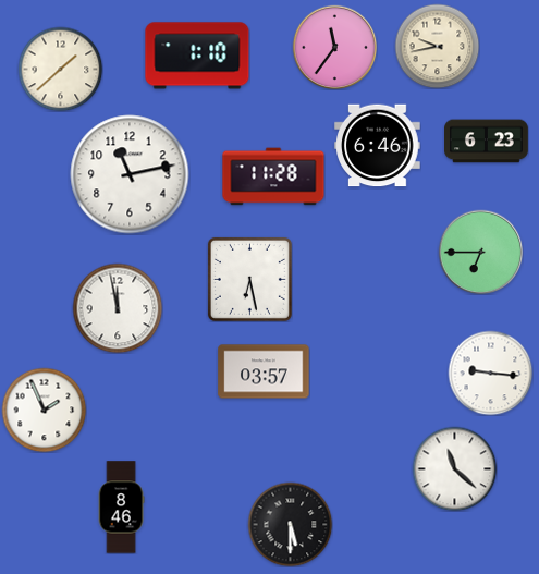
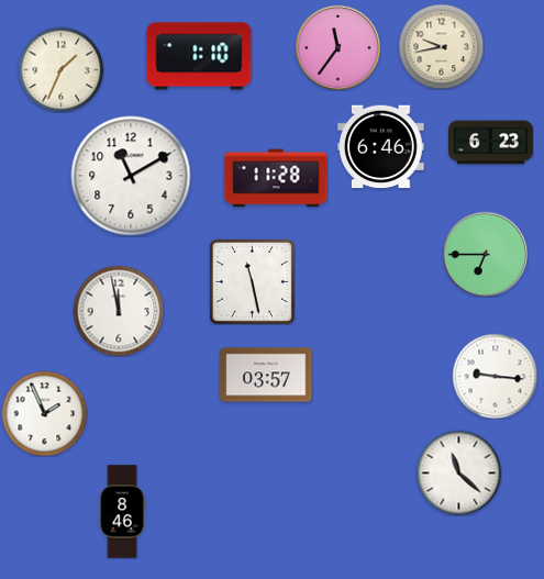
clock at (60, 69): 1:38 -> 1:34
clock at (130, 174): 11:13 -> 11:10
clock at (249, 279): 6:28 -> 11:28
clock at (290, 524): 5:30 -> none
